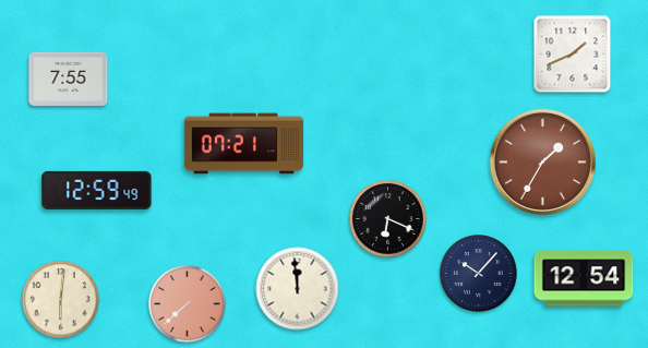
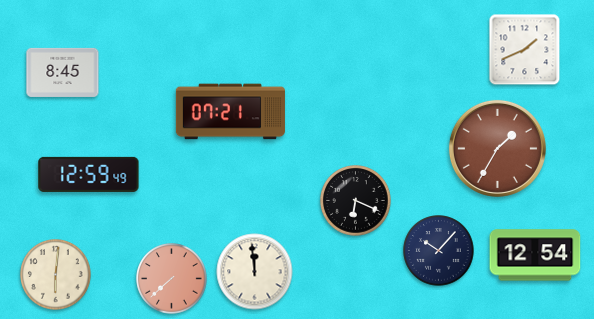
clock at (69, 79): 7:55 -> 8:45
clock at (243, 144) position: (243, 144) -> (230, 112)
clock at (298, 289) position: (298, 289) -> (255, 272)
